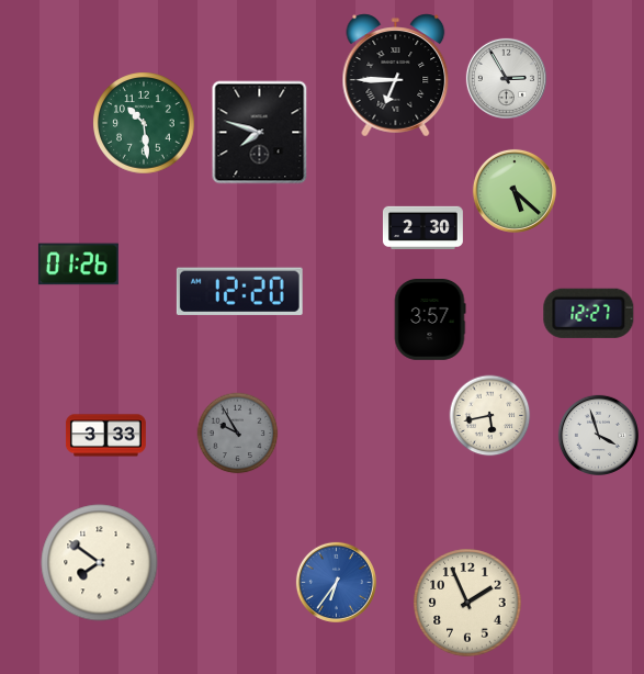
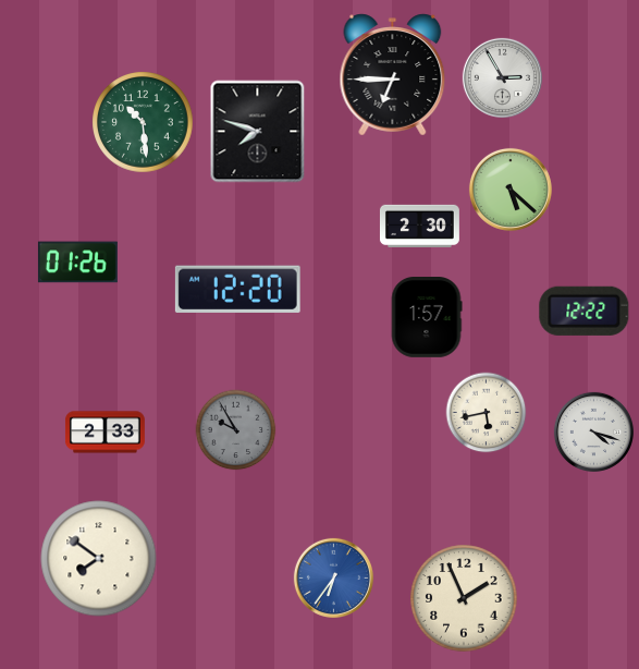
clock at (589, 313): 12:27 -> 12:22
clock at (430, 321): 3:57 -> 1:57
clock at (598, 435): 3:57 -> 4:18
clock at (106, 436): 3:33 -> 2:33
